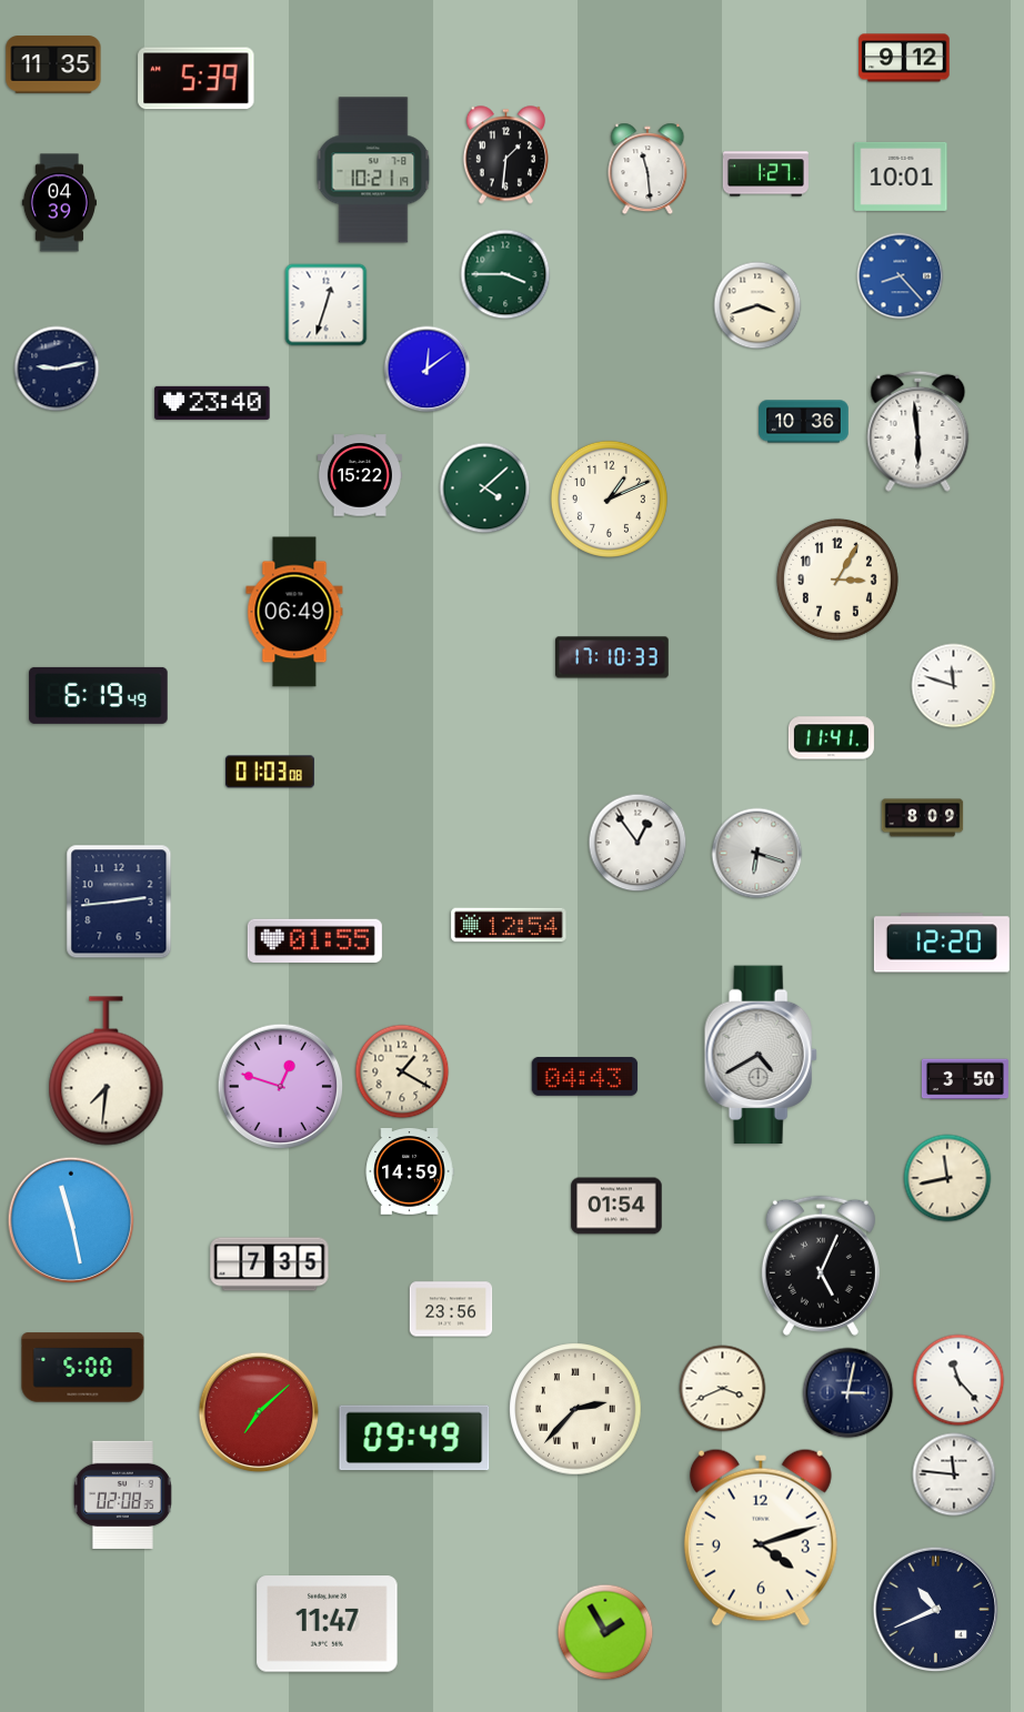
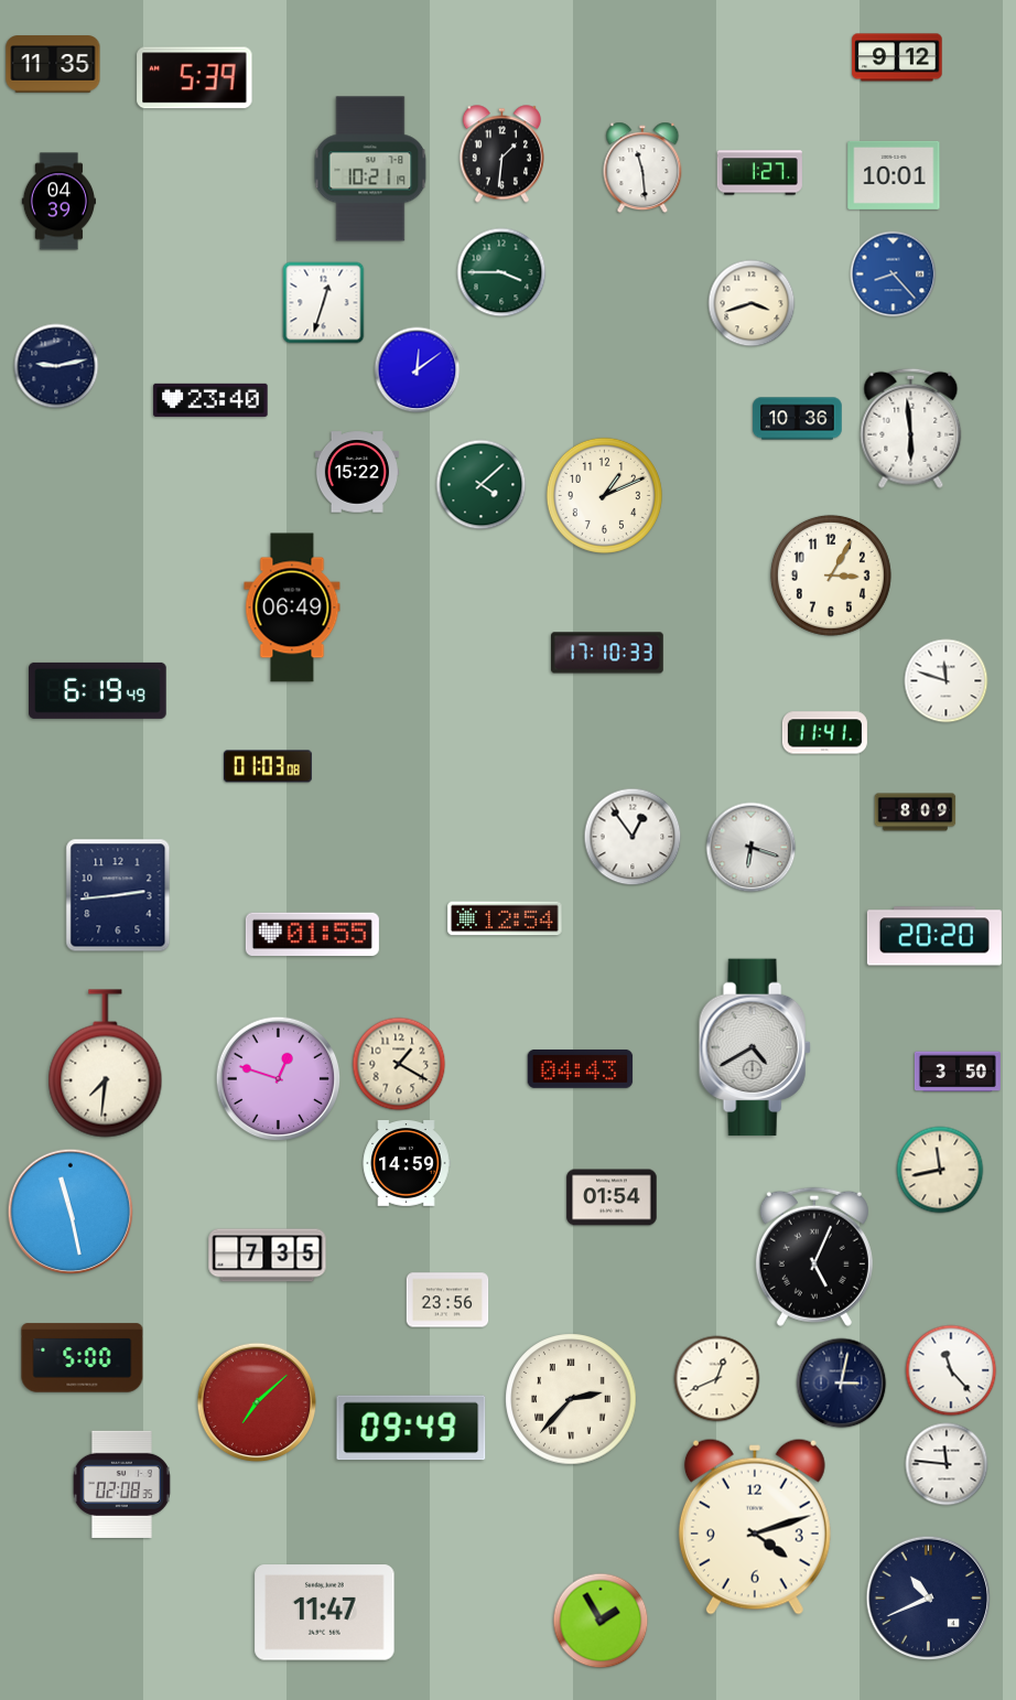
clock at (428, 370) position: (428, 370) -> (418, 370)
clock at (942, 943): 12:20 -> 20:20
clock at (723, 1389): 3:41 -> 12:41
